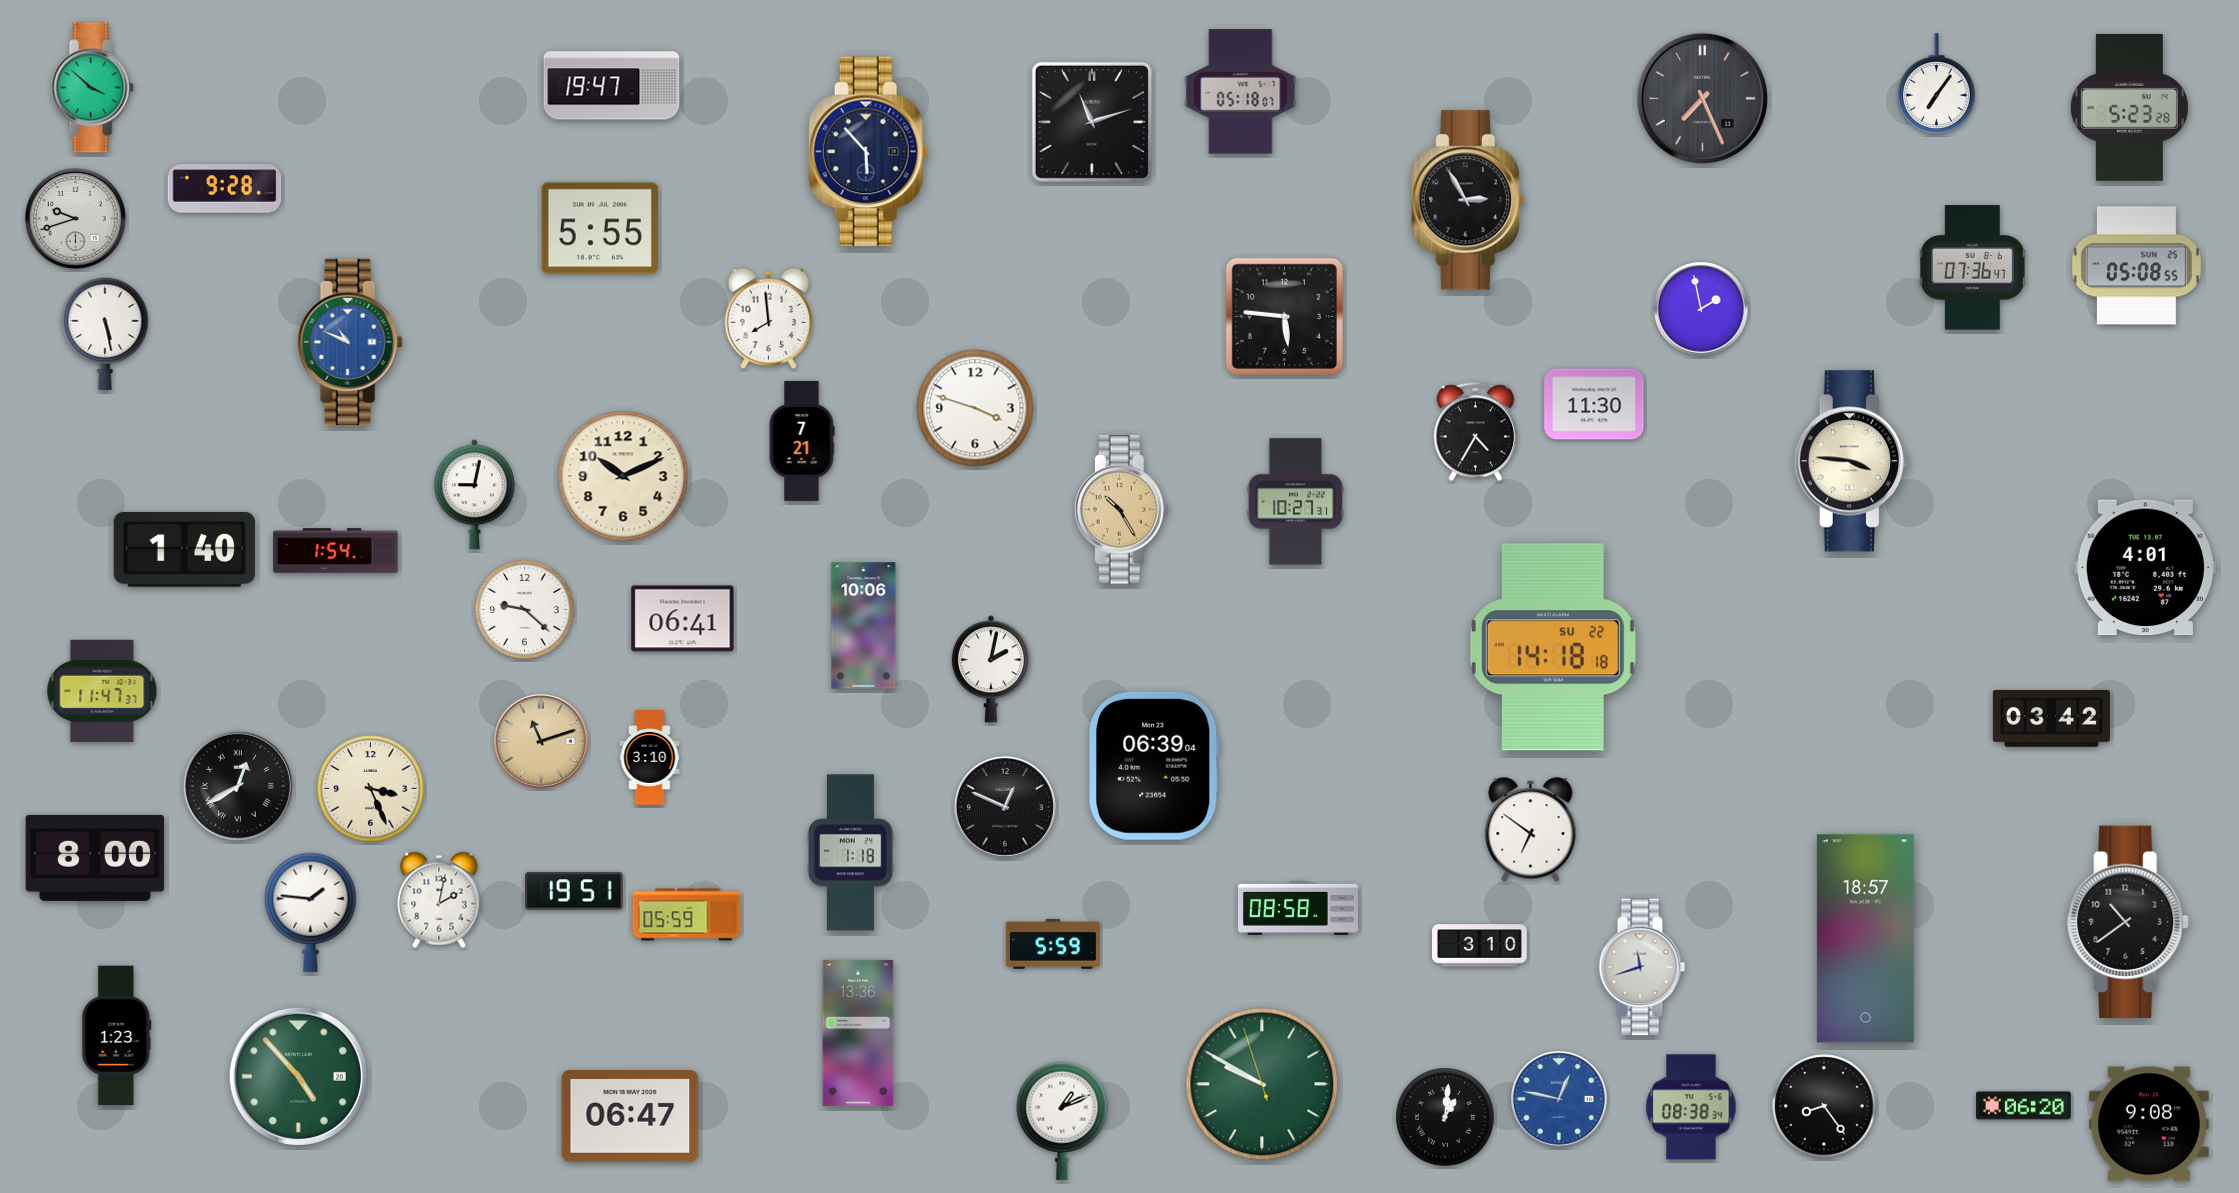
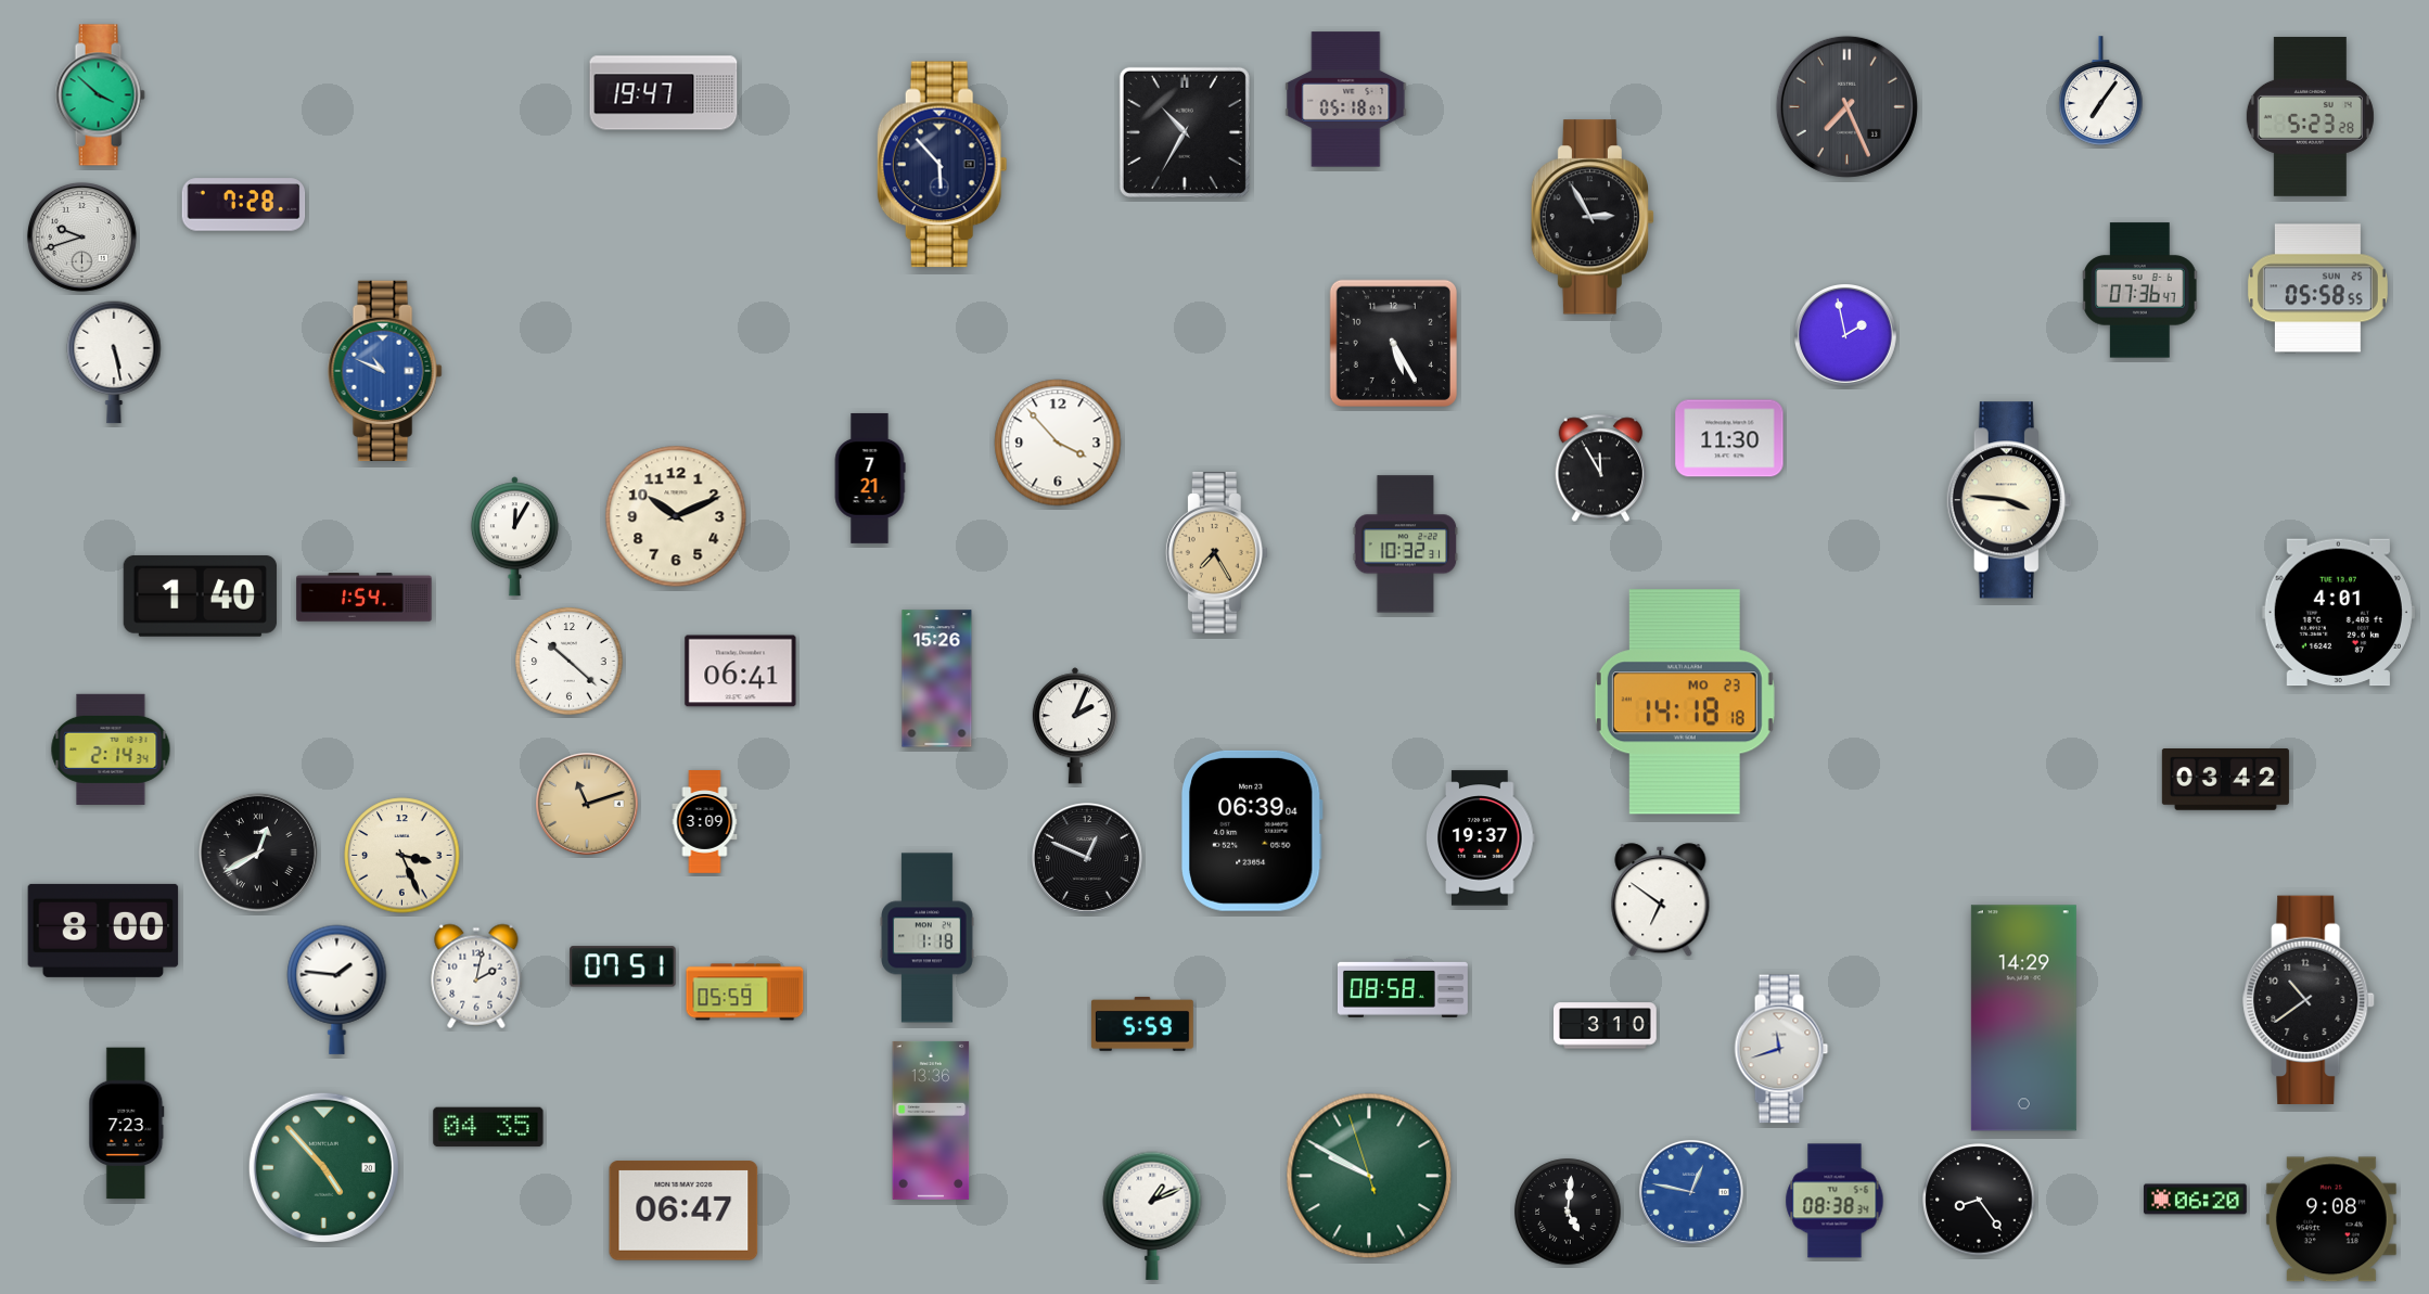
clock at (1092, 122): 11:12 -> 10:35
clock at (225, 189): 9:28 -> 7:28
clock at (600, 228): 5:55 -> none
clock at (2136, 266): 05:08 -> 05:58
clock at (1284, 316): 5:46 -> 5:25
clock at (768, 319): 7:59 -> none
clock at (350, 341) position: (350, 341) -> (385, 370)
clock at (975, 408): 3:48 -> 3:53
clock at (1476, 432): 4:35 -> 11:55
clock at (474, 495): 9:02 -> 12:05
clock at (1296, 502): 10:27 -> 10:32
clock at (1121, 510): 10:25 -> 7:25
clock at (2145, 568) position: (2145, 568) -> (2338, 613)
clock at (525, 610): 9:22 -> 10:22
clock at (864, 626): 10:06 -> 15:26
clock at (1553, 647) date: SU 22 -> MO 23
clock at (991, 669): 2:02 -> 2:04
clock at (102, 691): 11:47 -> 2:14
clock at (650, 758): 3:10 -> 3:09
clock at (1481, 838): none -> 19:37
clock at (1005, 807) position: (1005, 807) -> (1087, 858)
clock at (851, 853) position: (851, 853) -> (928, 938)
clock at (574, 891): 19:51 -> 07:51
clock at (1298, 908) position: (1298, 908) -> (1403, 988)
clock at (1865, 939): 18:57 -> 14:29
clock at (117, 1036): 1:23 -> 7:23
clock at (488, 1127): none -> 04:35
clock at (1445, 1117): 1:01 -> 5:01
